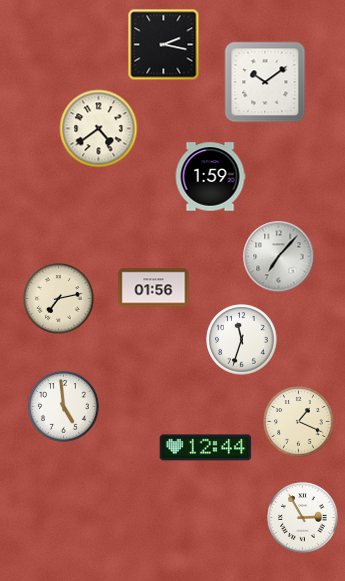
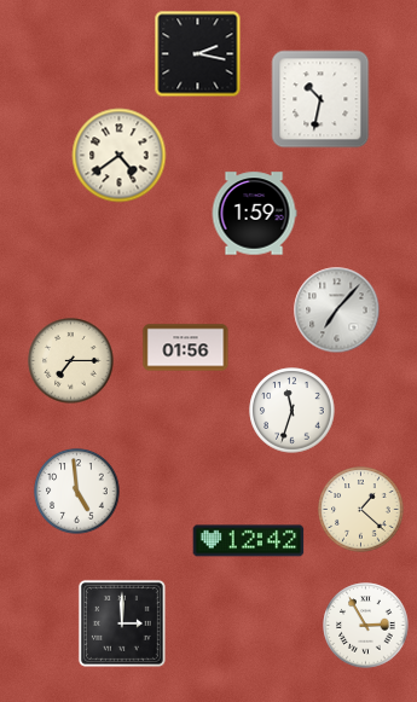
clock at (265, 82): 10:09 -> 10:32
clock at (59, 299): 7:13 -> 7:15
clock at (299, 422): 1:19 -> 1:22
clock at (206, 448): 12:44 -> 12:42
clock at (122, 623): none -> 3:00
